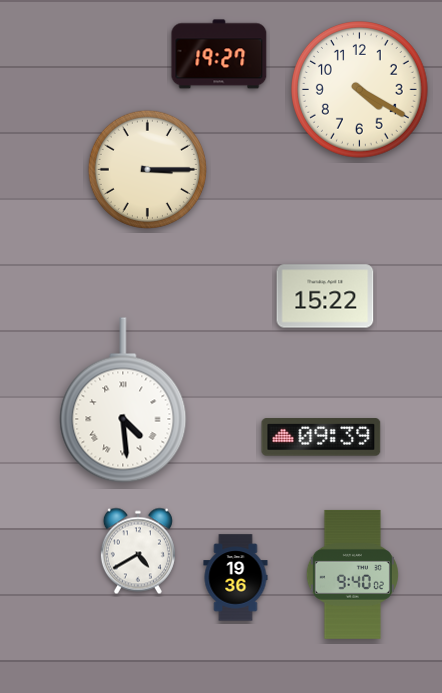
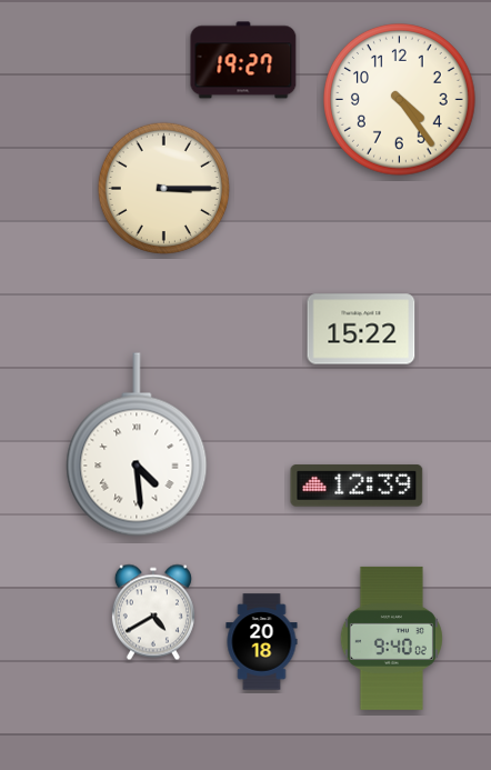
clock at (360, 90): 4:20 -> 4:24
clock at (321, 437): 09:39 -> 12:39
clock at (236, 578): 19:36 -> 20:18
